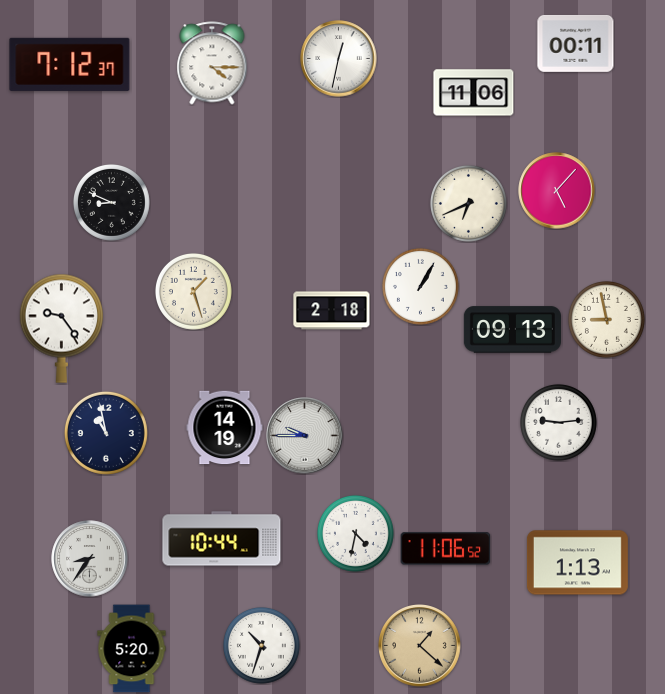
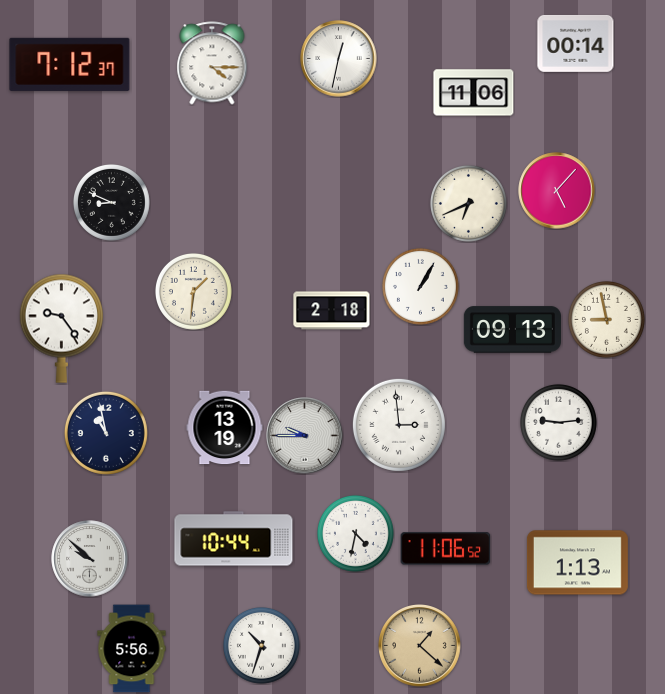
clock at (576, 43): 00:11 -> 00:14
clock at (193, 291): 1:27 -> 1:31
clock at (399, 425): none -> 2:59
clock at (225, 428): 14:19 -> 13:19
clock at (222, 539) position: (222, 539) -> (234, 539)
clock at (90, 559): 8:36 -> 9:52
clock at (132, 649): 5:20 -> 5:56
